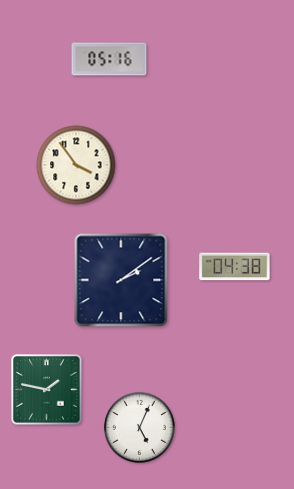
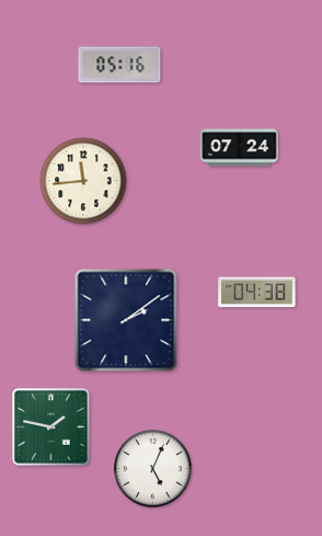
clock at (240, 148): none -> 07:24
clock at (76, 165): 3:54 -> 11:44
clock at (121, 280) position: (121, 280) -> (126, 320)
